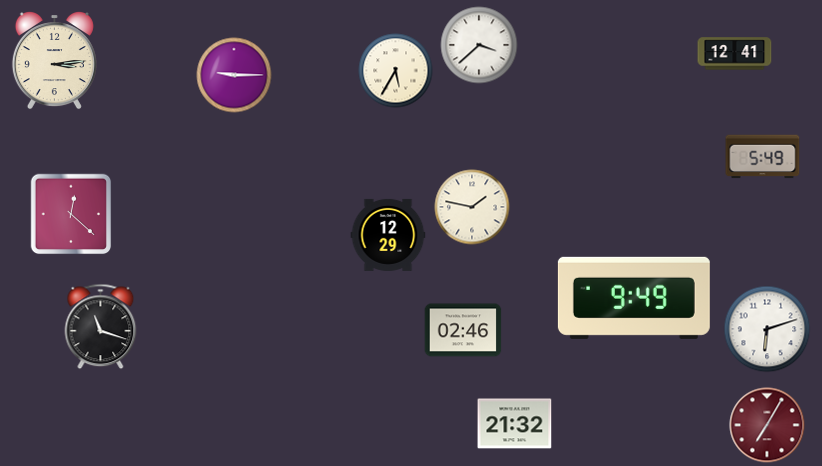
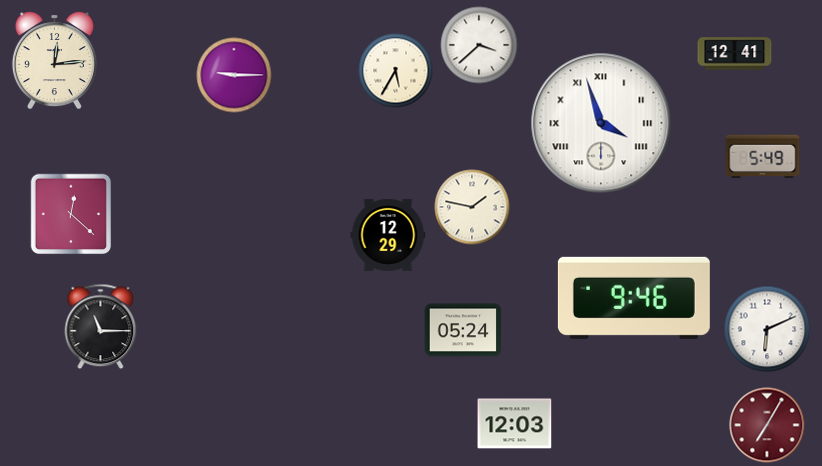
clock at (54, 60): 3:14 -> 12:14
clock at (601, 123): none -> 3:57
clock at (634, 298): 9:49 -> 9:46
clock at (101, 327): 11:18 -> 11:15
clock at (767, 329): 6:12 -> 6:11
clock at (463, 330): 02:46 -> 05:24
clock at (515, 424): 21:32 -> 12:03
